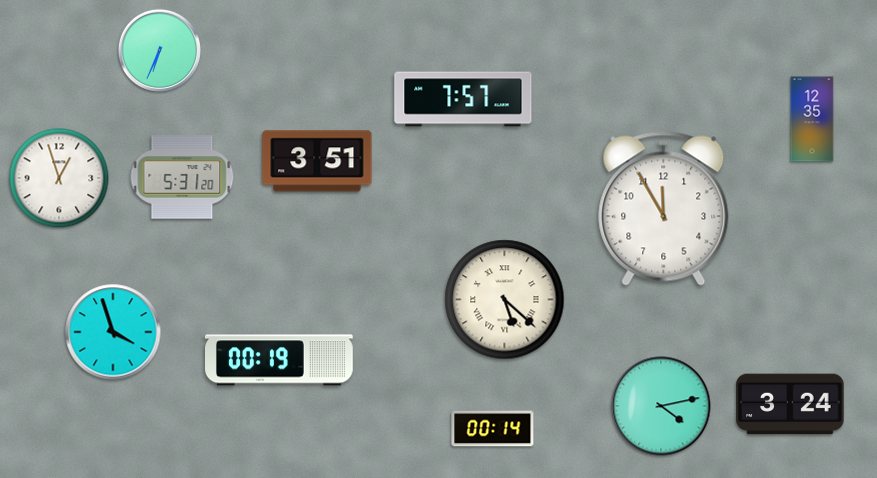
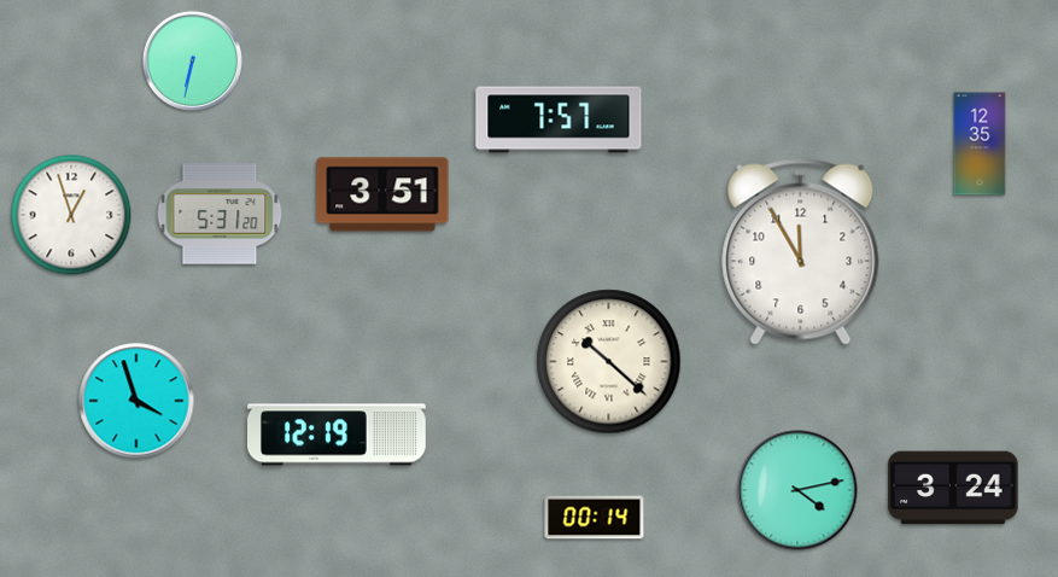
clock at (159, 50): 6:34 -> 6:32
clock at (505, 300): 5:22 -> 10:22
clock at (280, 360): 00:19 -> 12:19
